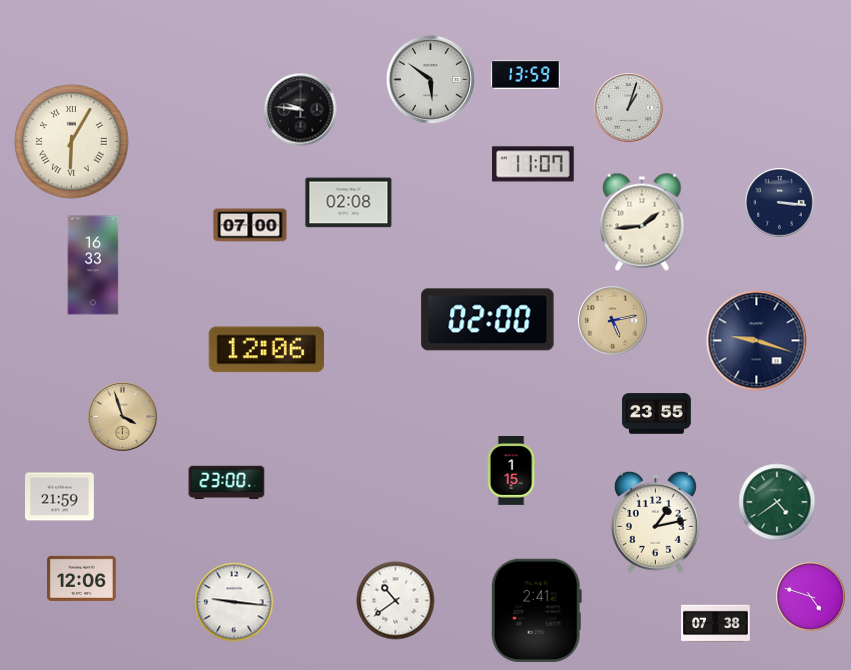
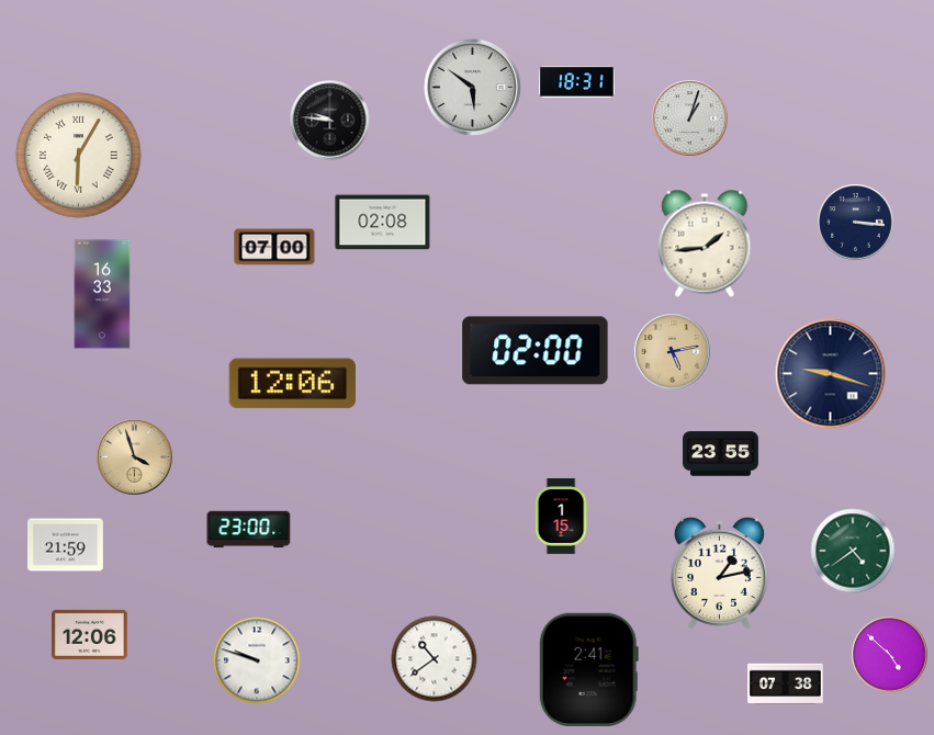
clock at (526, 75): 13:59 -> 18:31
clock at (533, 164): 11:07 -> none
clock at (93, 265) position: (93, 265) -> (102, 294)
clock at (811, 597): 4:48 -> 4:52
clock at (234, 602): 9:16 -> 9:48
